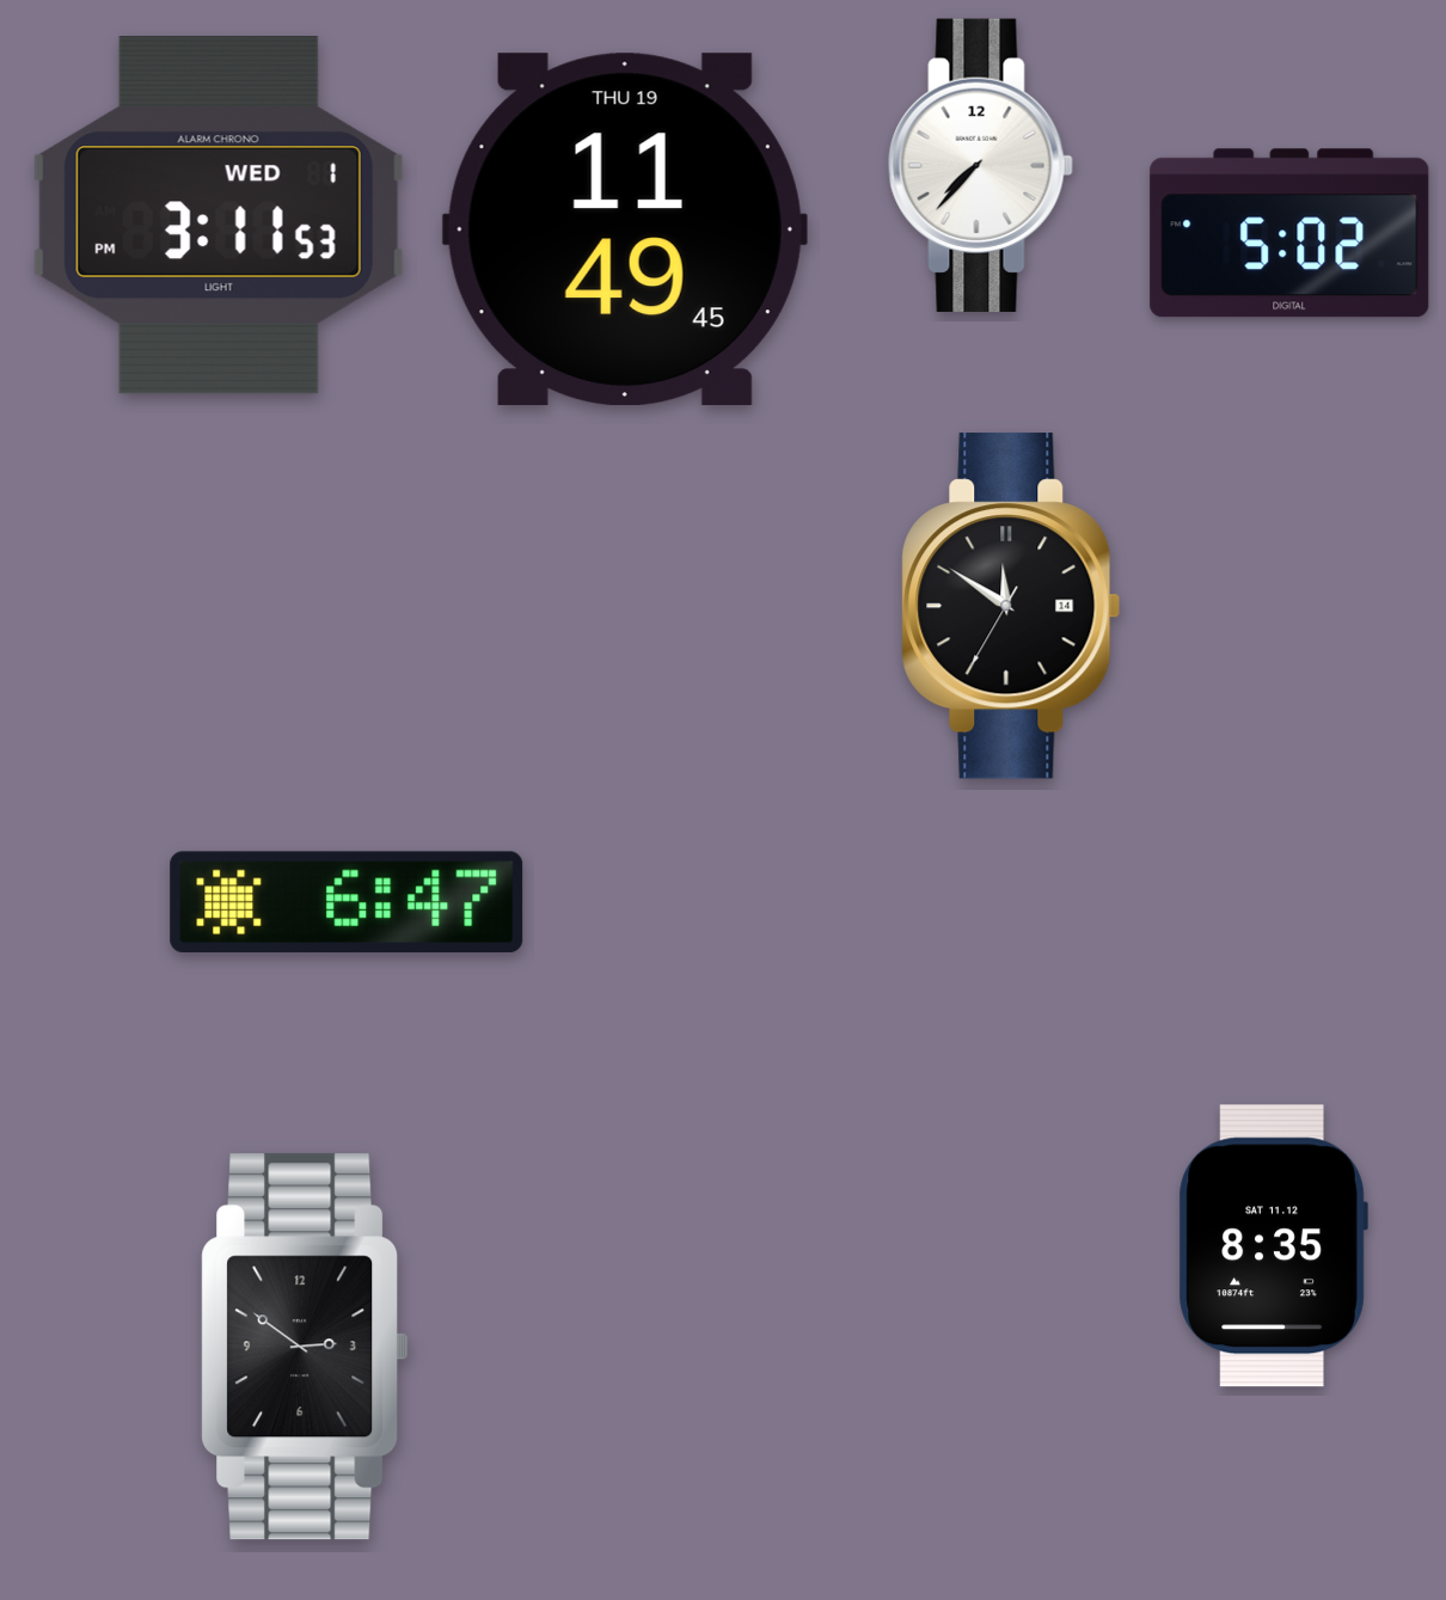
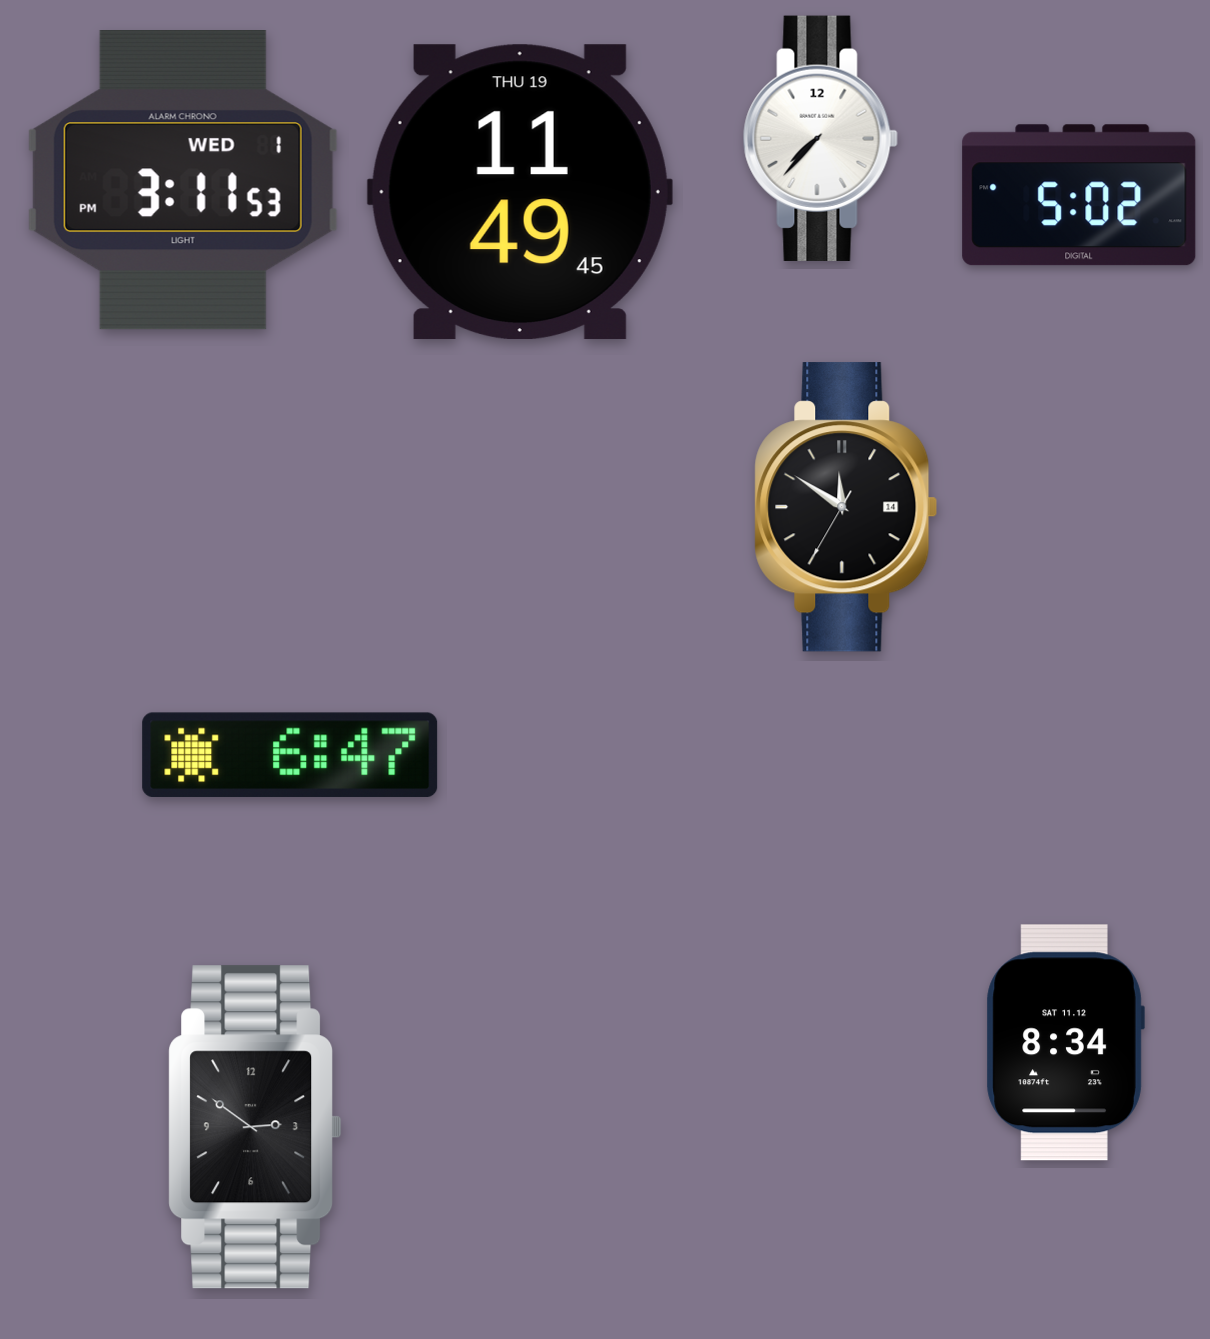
clock at (625, 229) position: (625, 229) -> (520, 192)
clock at (1273, 1246): 8:35 -> 8:34
